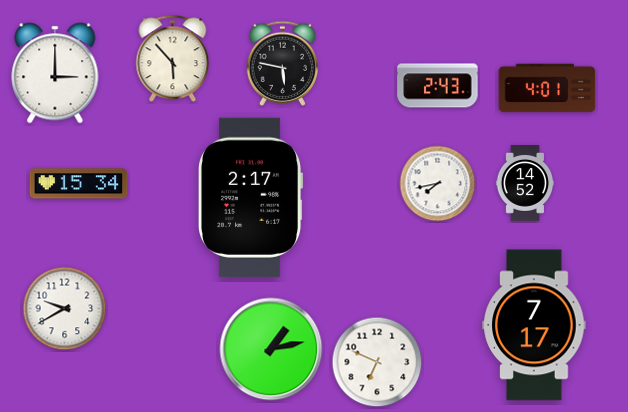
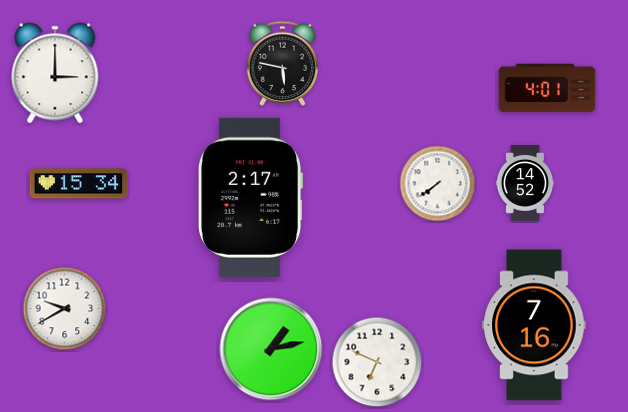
clock at (173, 59): 5:53 -> none
clock at (438, 86): 2:43 -> none
clock at (438, 184): 7:43 -> 7:39
clock at (534, 325): 7:17 -> 7:16
